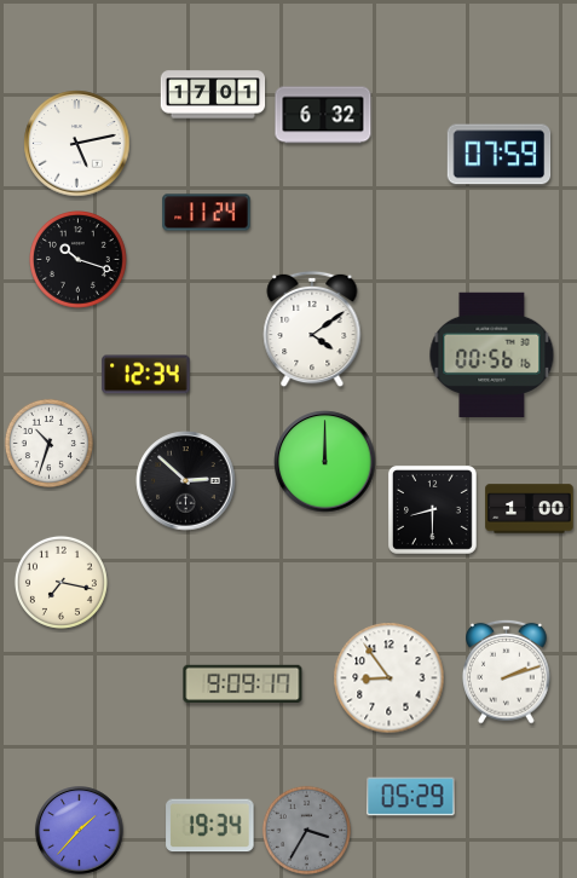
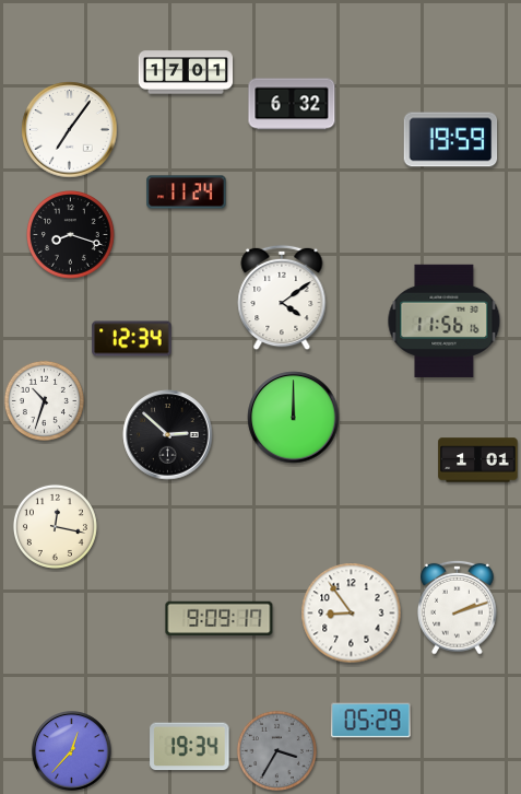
clock at (213, 94) position: (213, 94) -> (186, 72)
clock at (77, 144): 5:13 -> 7:06
clock at (500, 155): 07:59 -> 19:59
clock at (79, 260): 10:18 -> 8:18
clock at (492, 354): 00:56 -> 11:56
clock at (432, 509): 8:30 -> none
clock at (530, 509): 1:00 -> 1:01
clock at (60, 582): 7:17 -> 12:17
clock at (80, 831): 1:37 -> 12:37
